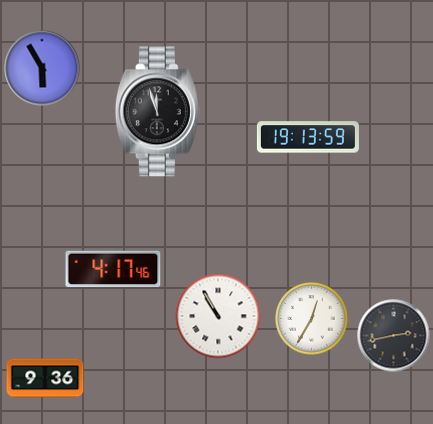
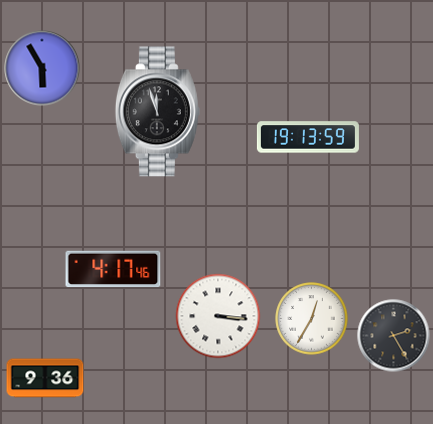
clock at (218, 316): 10:55 -> 3:16
clock at (394, 336): 2:43 -> 2:25
